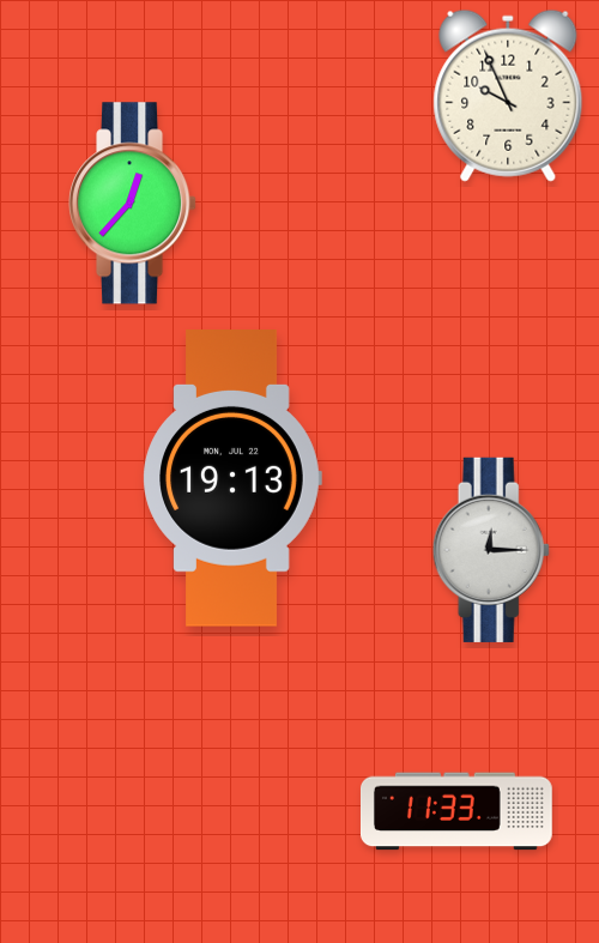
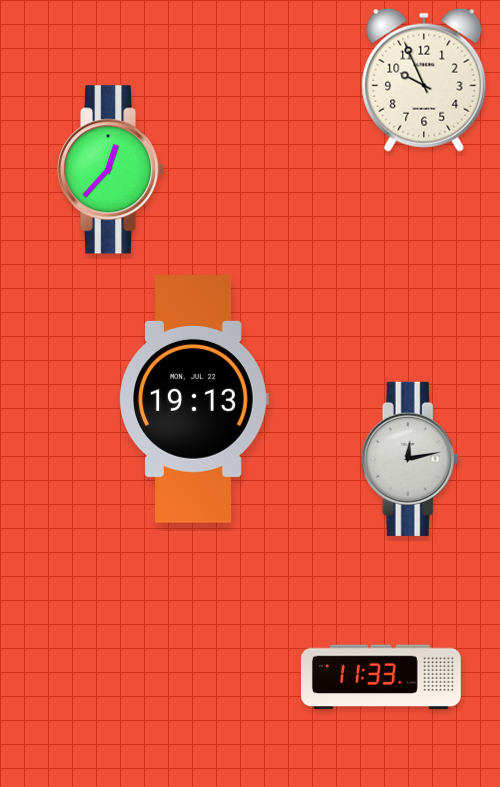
clock at (491, 550): 12:15 -> 12:13
